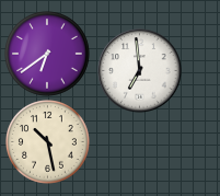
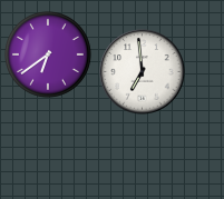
clock at (48, 142): 10:28 -> none
